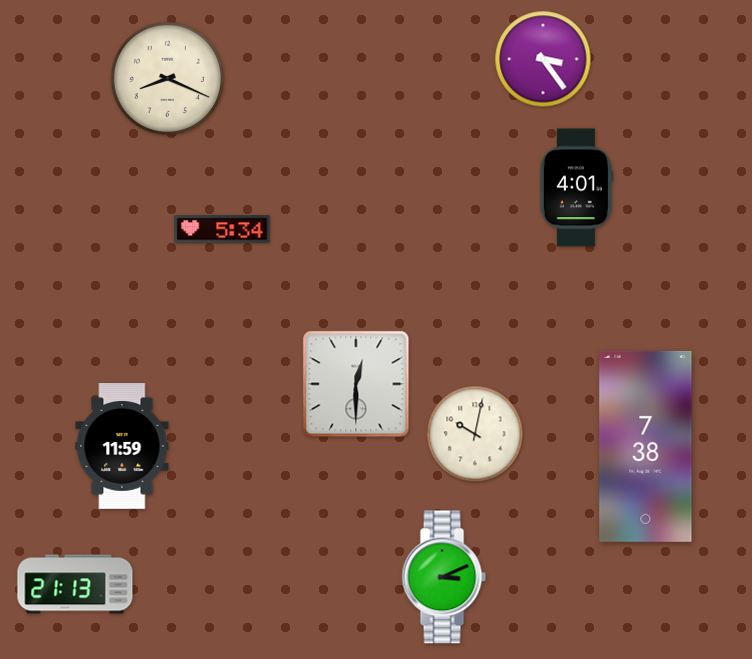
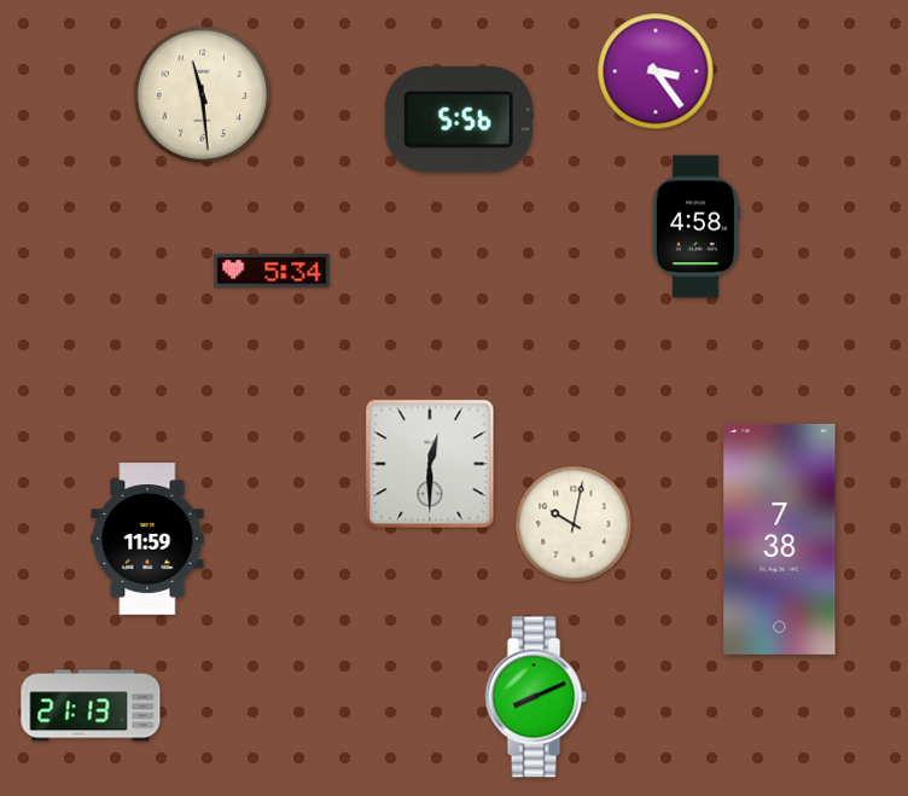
clock at (168, 79): 8:19 -> 11:29
clock at (459, 120): none -> 5:56
clock at (576, 188): 4:01 -> 4:58
clock at (222, 229) position: (222, 229) -> (272, 271)
clock at (444, 577): 3:11 -> 8:11
